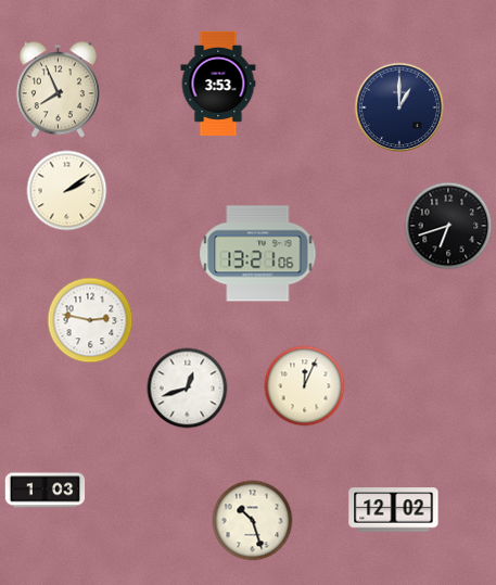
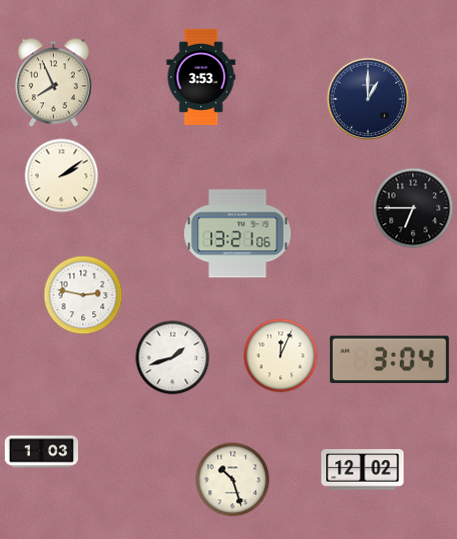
clock at (448, 226): 6:42 -> 6:45
clock at (188, 389): 12:42 -> 1:42
clock at (389, 360): none -> 3:04
